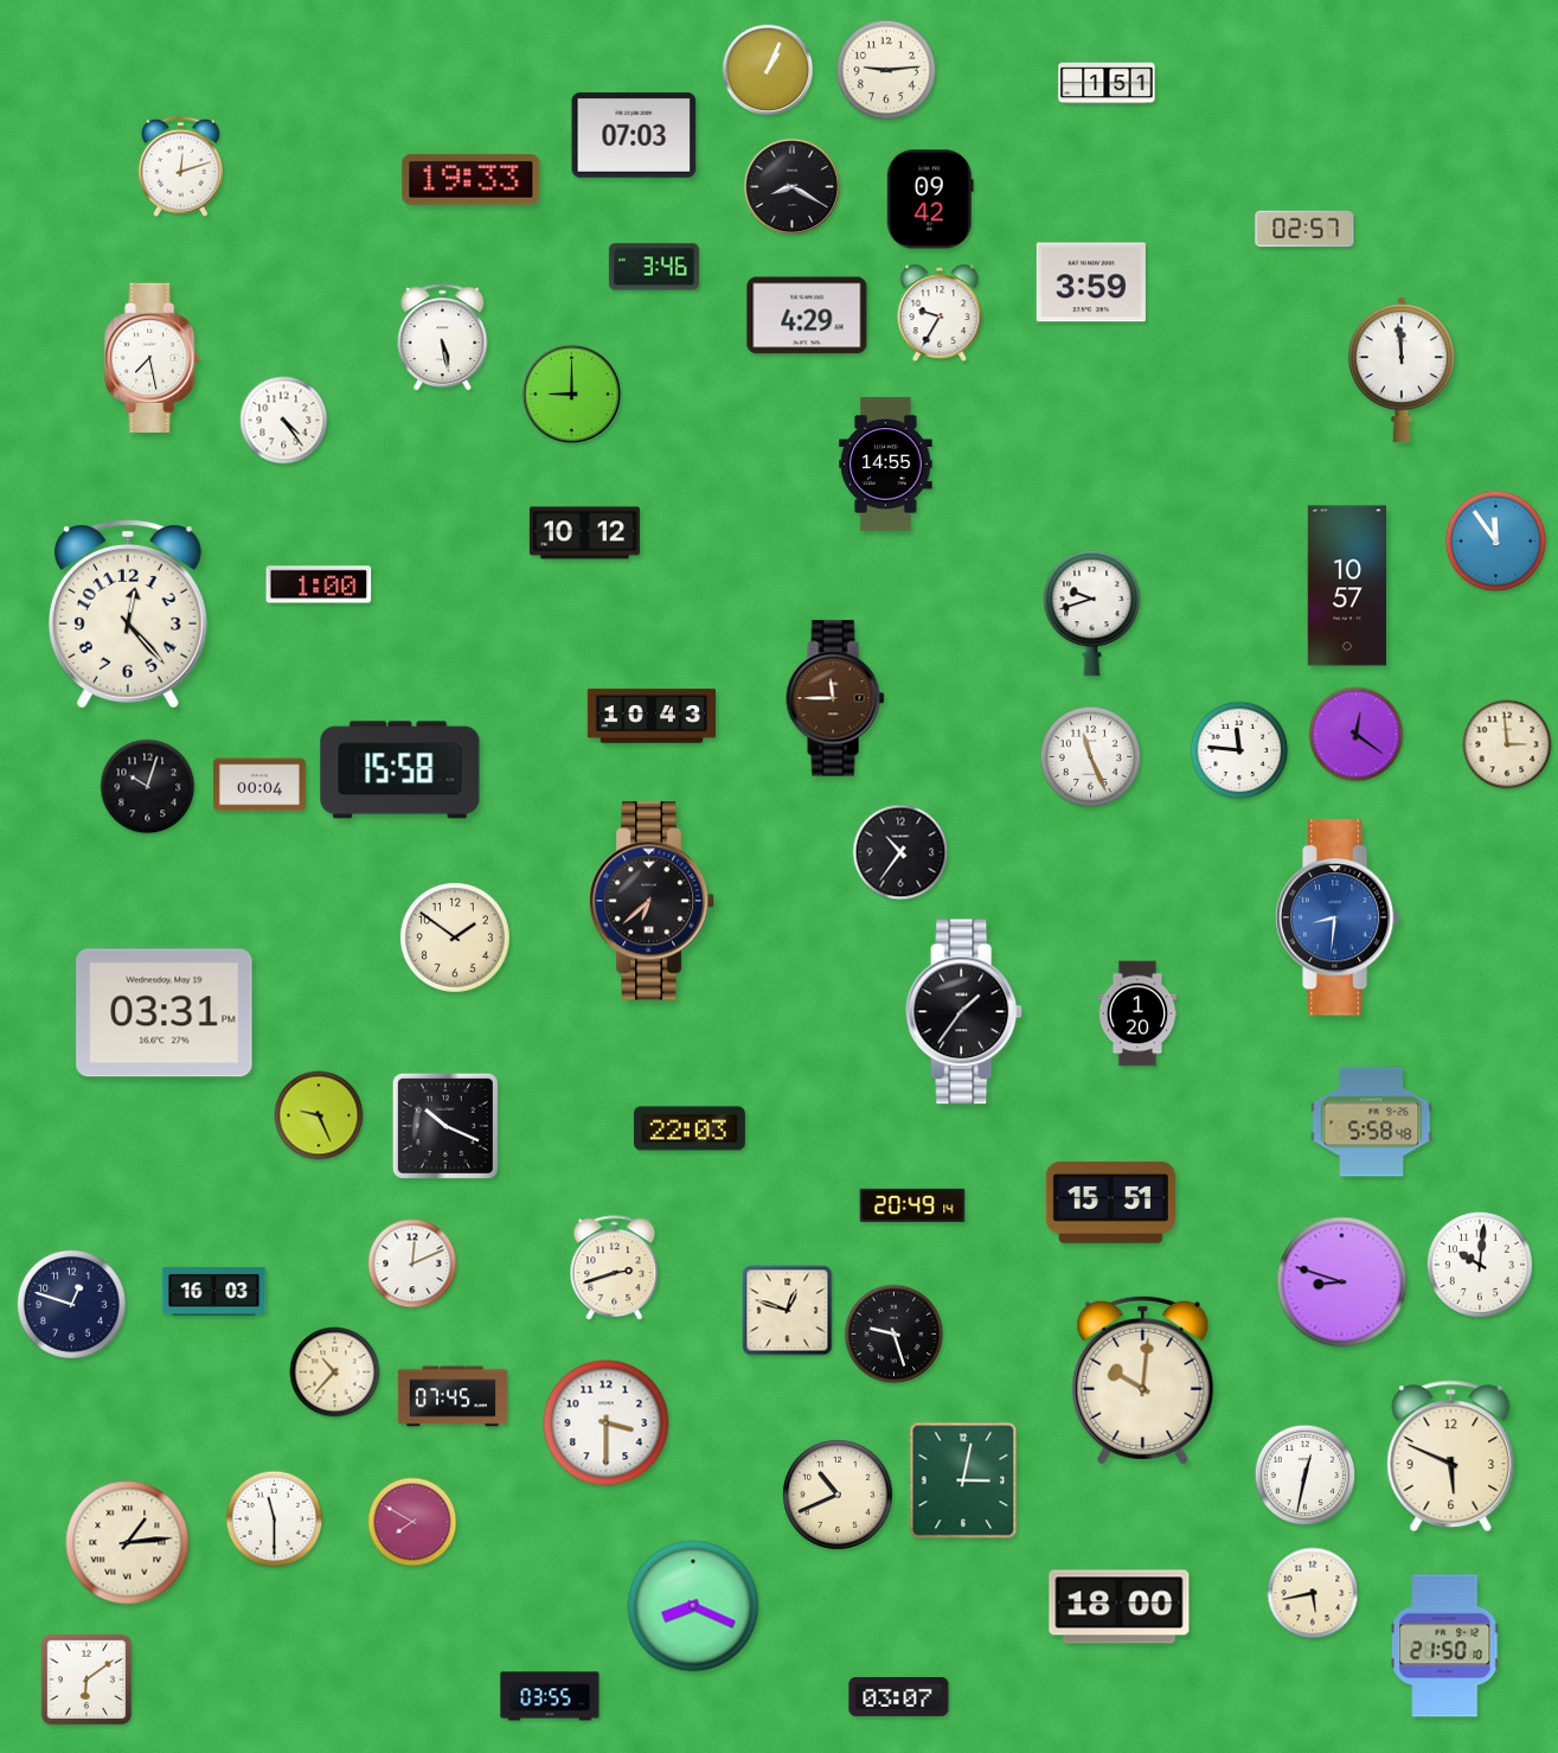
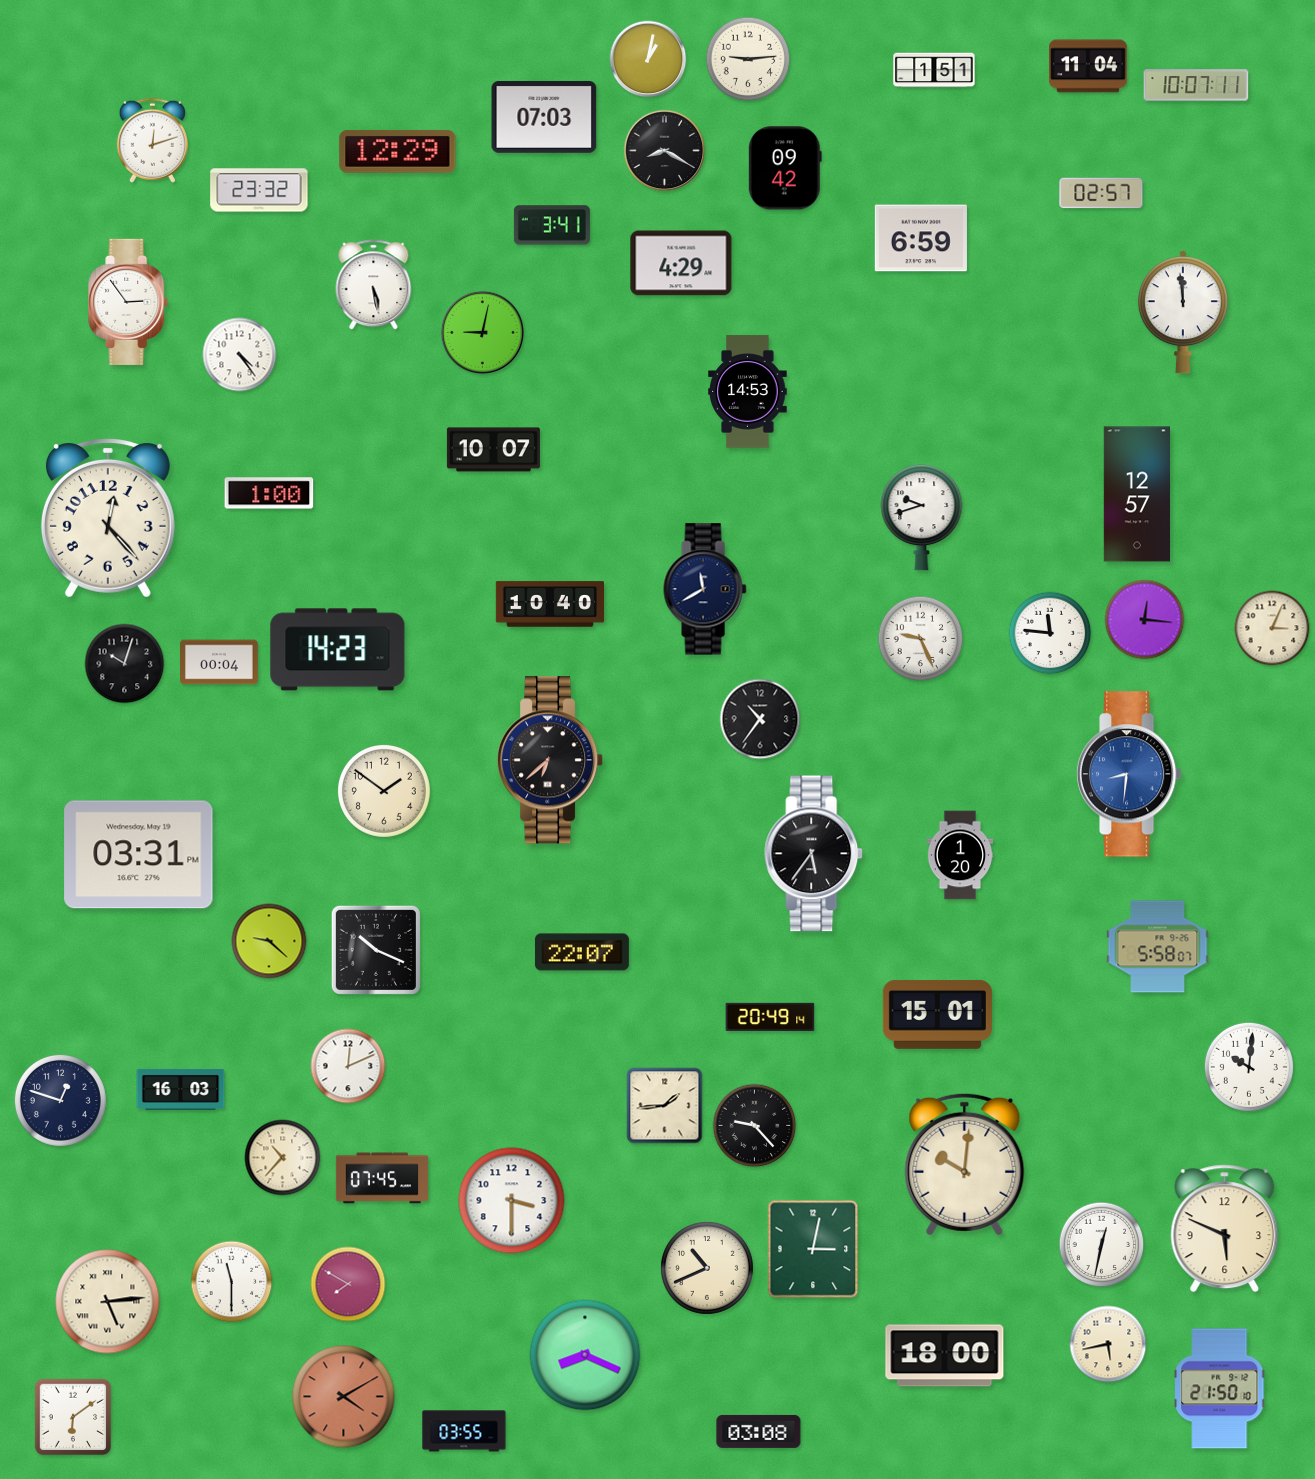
clock at (768, 70): 1:04 -> 1:02
clock at (1089, 66): none -> 11:04
clock at (1196, 85): none -> 10:07
clock at (634, 135) position: (634, 135) -> (544, 117)
clock at (472, 180): 19:33 -> 12:29
clock at (793, 187) position: (793, 187) -> (665, 151)
clock at (259, 190): none -> 23:32
clock at (654, 267): 3:46 -> 3:41
clock at (1091, 282): 3:59 -> 6:59
clock at (940, 312): 9:35 -> none
clock at (807, 315) position: (807, 315) -> (681, 263)
clock at (153, 358): 7:28 -> 2:54
clock at (572, 395): 9:00 -> 9:02
clock at (886, 465): 14:55 -> 14:53
clock at (584, 533): 10:12 -> 10:07
clock at (1496, 542): 11:54 -> none
clock at (1346, 586): 10:57 -> 12:57
clock at (835, 698): 11:45 -> 11:40
clock at (835, 698) dial: brown -> navy
clock at (652, 716): 10:43 -> 10:40
clock at (1357, 735): 12:21 -> 12:16
clock at (1507, 744): 2:59 -> 3:04
clock at (1239, 750) position: (1239, 750) -> (1050, 633)
clock at (1091, 757): 11:26 -> 9:26
clock at (400, 770): 15:58 -> 14:23
clock at (964, 1012): 1:36 -> 5:36
clock at (319, 1115): 9:26 -> 9:22
clock at (1372, 1122): 5:58:48 -> 5:58:07
clock at (690, 1128): 22:03 -> 22:07
clock at (1110, 1203): 15:51 -> 15:01
clock at (615, 1268): 2:42 -> none
clock at (1342, 1282): 8:48 -> none
clock at (788, 1311): 12:48 -> 1:44
clock at (895, 1335): 9:27 -> 9:23
clock at (838, 1495) position: (838, 1495) -> (707, 1268)
clock at (128, 1543): 1:14 -> 5:14
clock at (344, 1397): none -> 4:10
clock at (899, 1696): 03:07 -> 03:08
